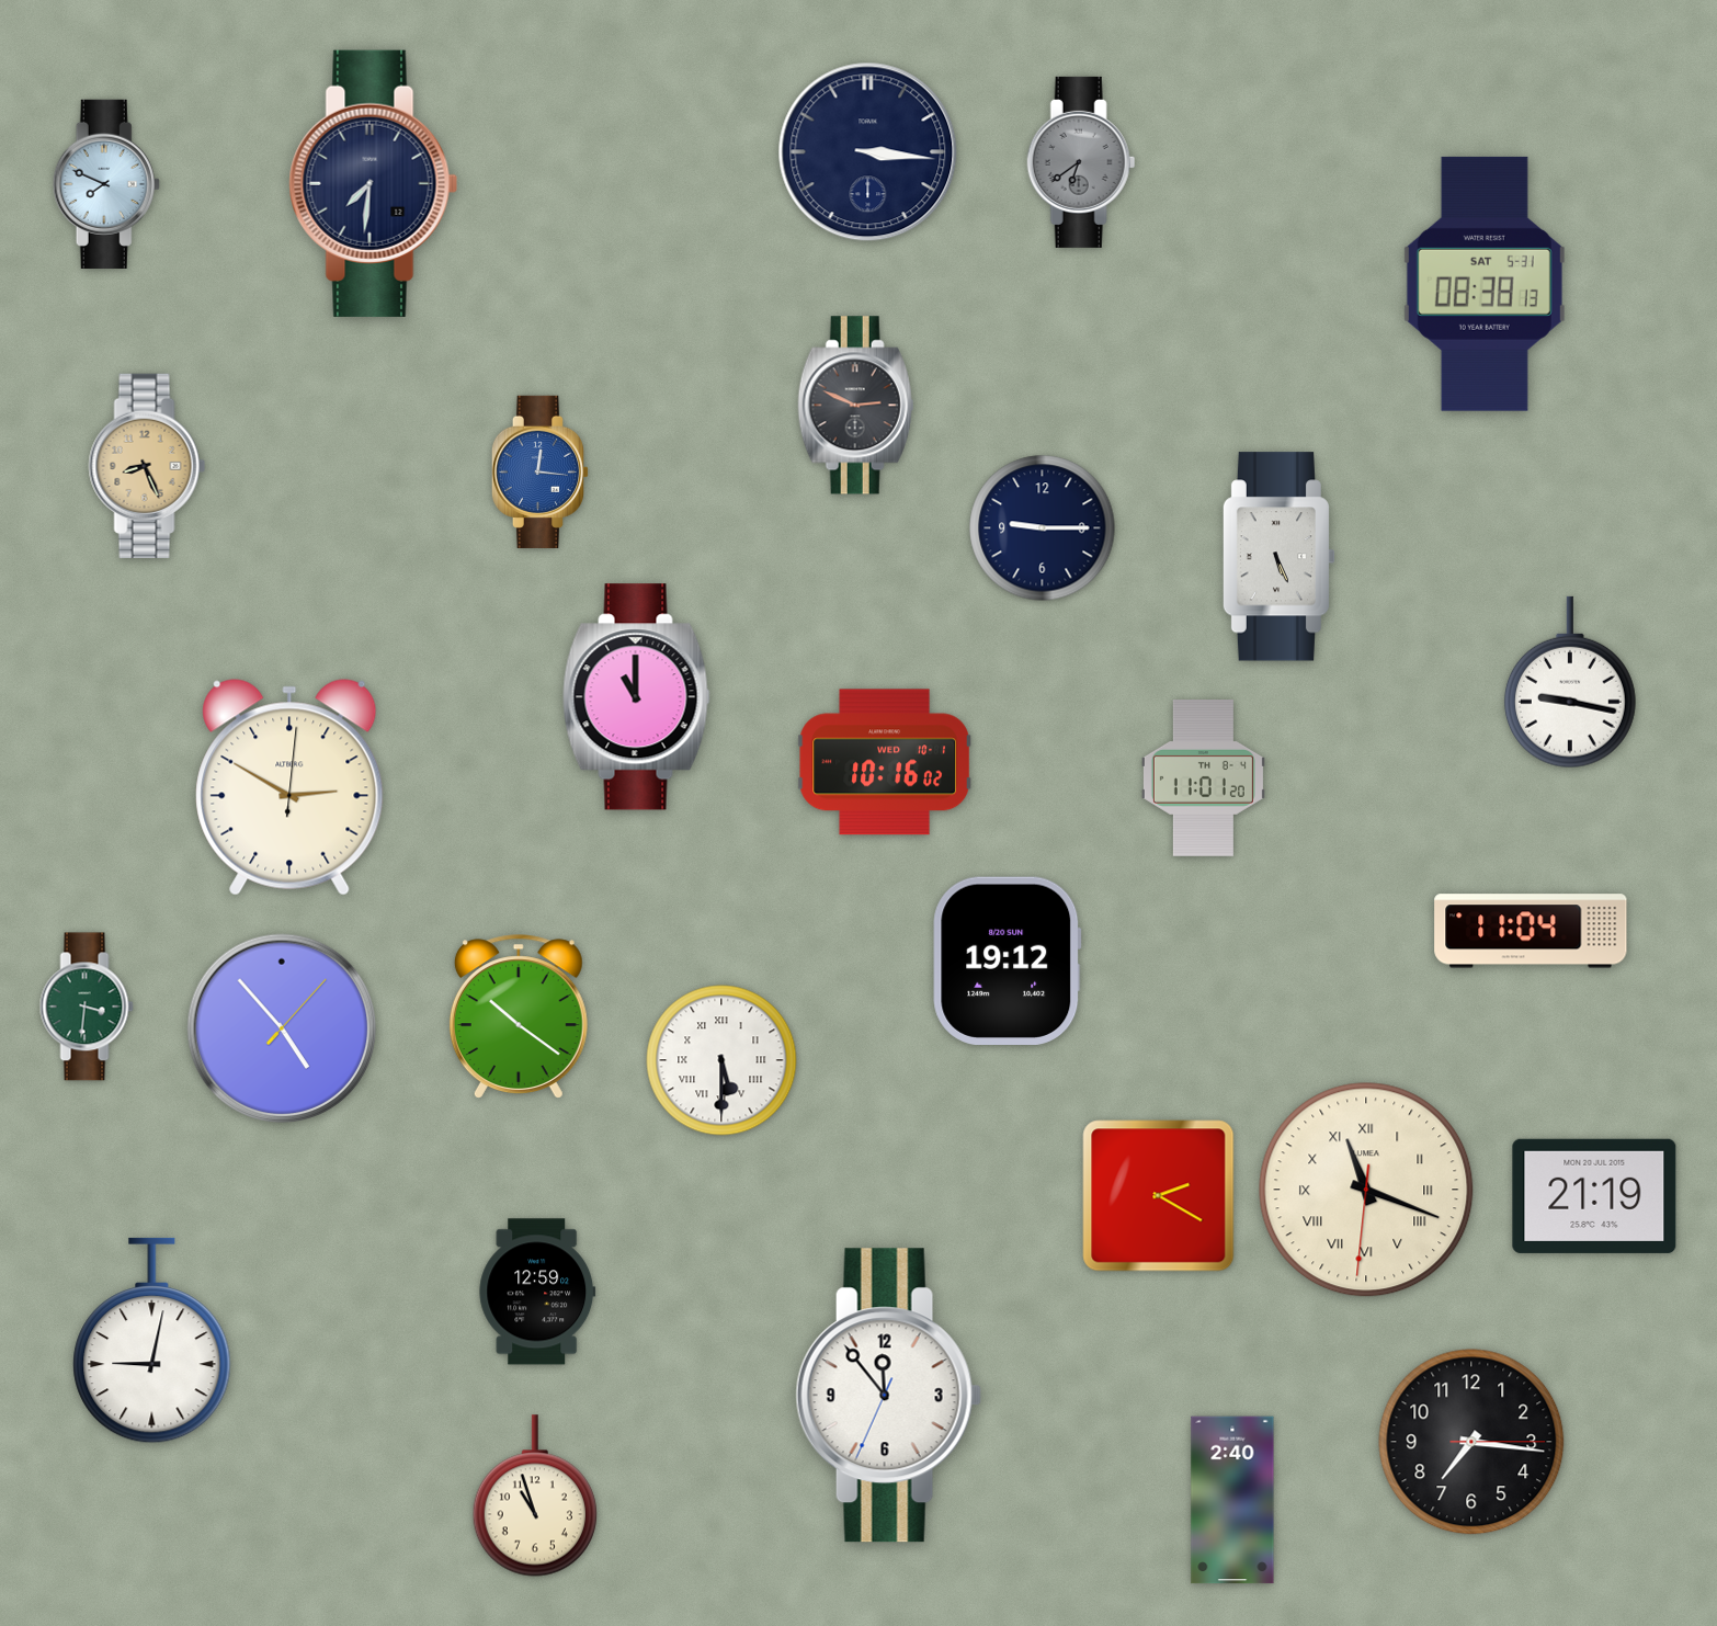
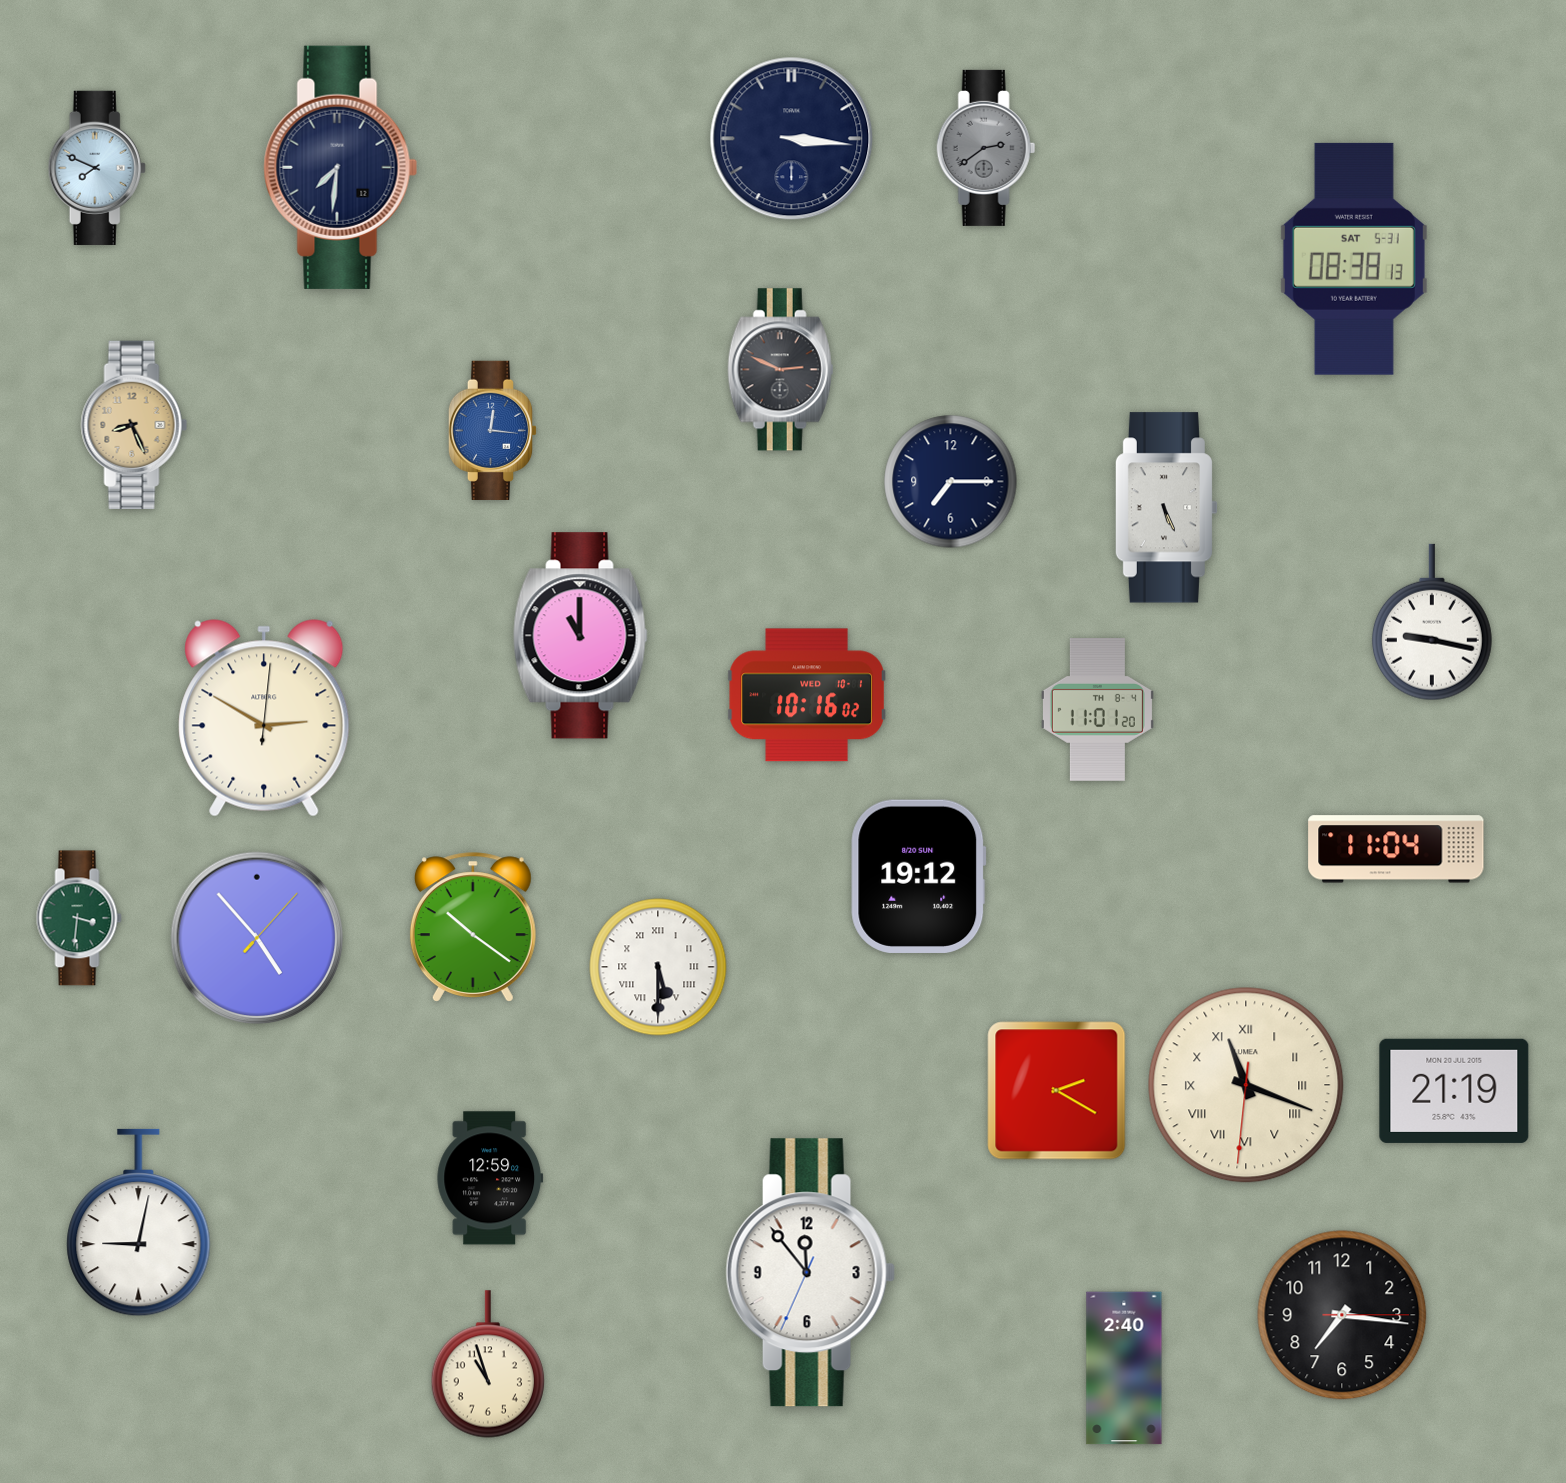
clock at (1081, 162): 6:39 -> 2:39
clock at (1043, 528): 9:15 -> 7:15
